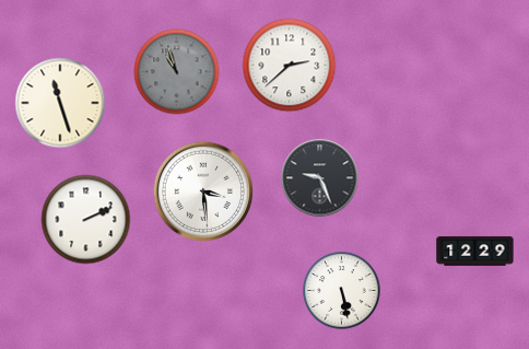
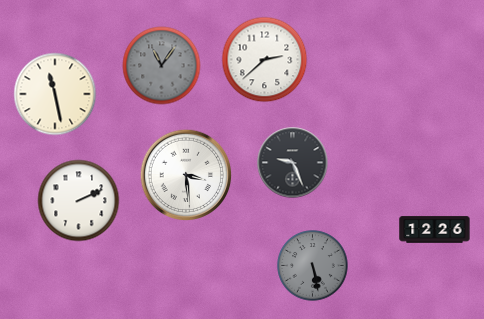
clock at (177, 72): 10:57 -> 11:06
clock at (60, 103): 11:27 -> 11:28
clock at (475, 252): 12:29 -> 12:26
clock at (342, 291) dial: white -> grey
